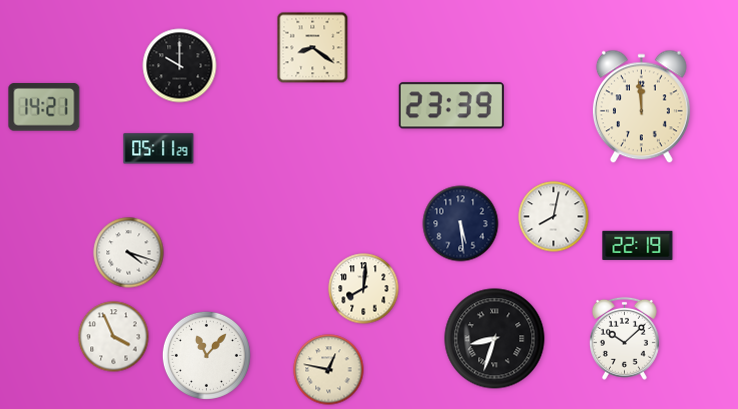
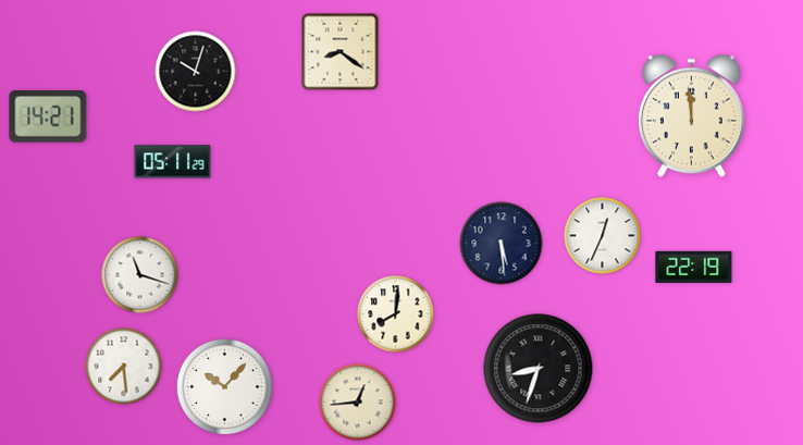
clock at (180, 66): 10:00 -> 10:03
clock at (451, 106): 23:39 -> none
clock at (641, 107) position: (641, 107) -> (691, 116)
clock at (554, 217): 8:02 -> 12:34
clock at (129, 253): 4:18 -> 11:18
clock at (114, 337): 3:56 -> 7:29
clock at (624, 338): 10:08 -> none
clock at (206, 355): 11:07 -> 10:07
clock at (329, 370): 12:47 -> 12:44
